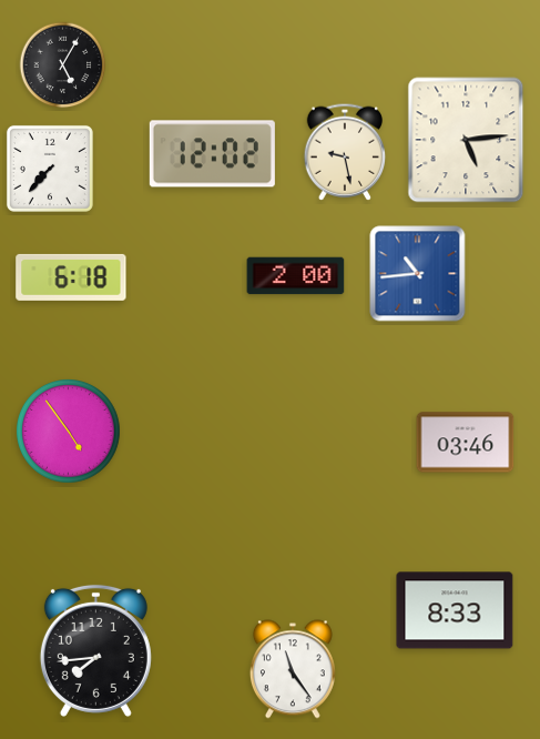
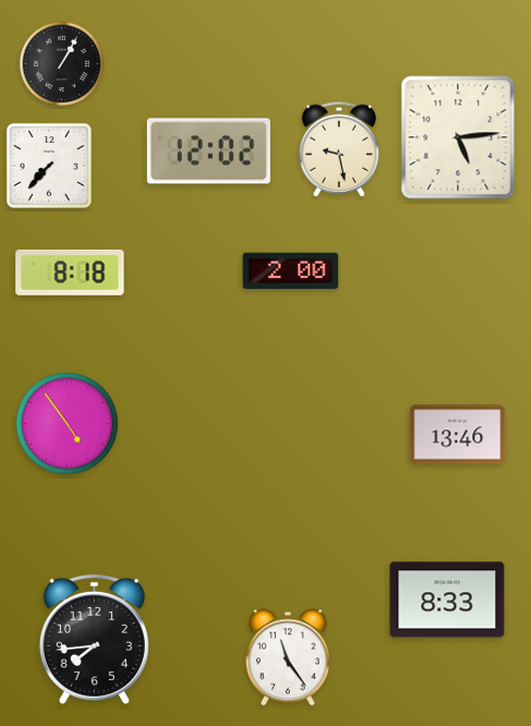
clock at (63, 65): 5:05 -> 1:05
clock at (418, 274): 10:44 -> none
clock at (71, 277): 6:18 -> 8:18
clock at (466, 443): 03:46 -> 13:46
